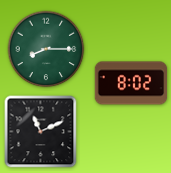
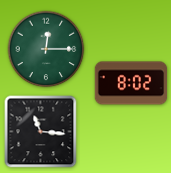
clock at (46, 49): 8:15 -> 12:15
clock at (41, 132): 11:11 -> 11:16
